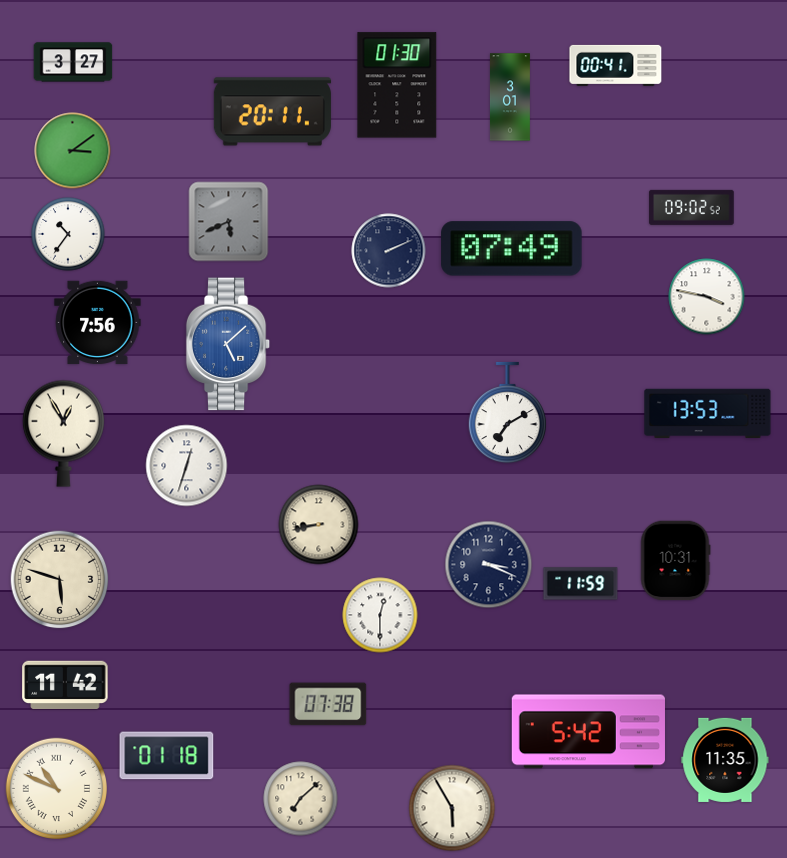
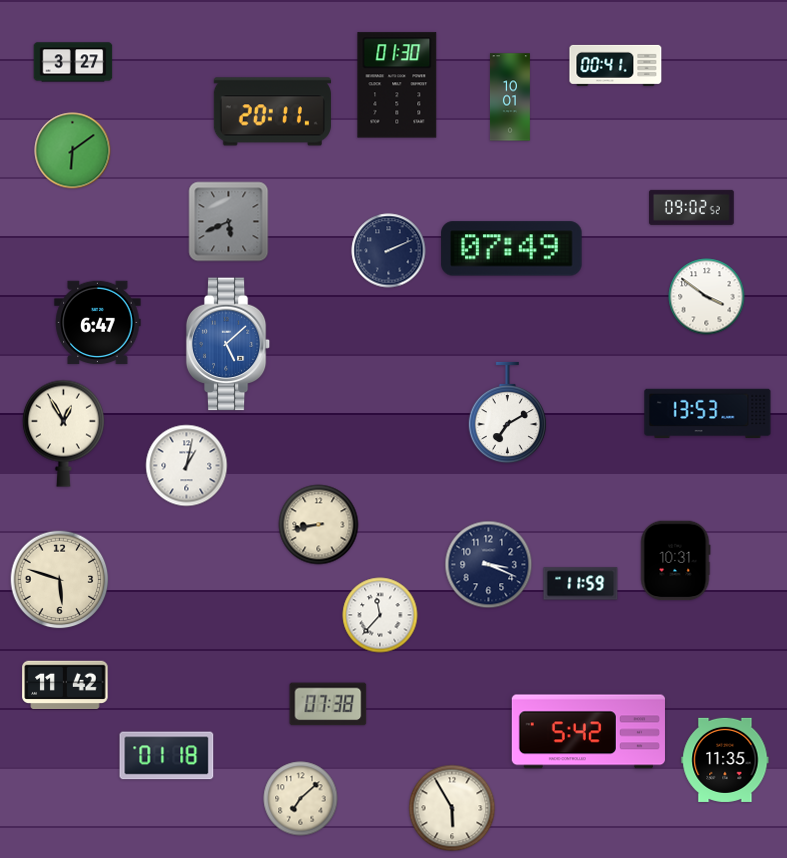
clock at (510, 97): 3:01 -> 10:01
clock at (73, 151): 3:09 -> 6:09
clock at (68, 234): 10:36 -> none
clock at (707, 297): 3:47 -> 3:51
clock at (98, 323): 7:56 -> 6:47
clock at (187, 466): 12:33 -> 1:02
clock at (380, 615): 12:30 -> 11:37
clock at (56, 788): 10:49 -> none
